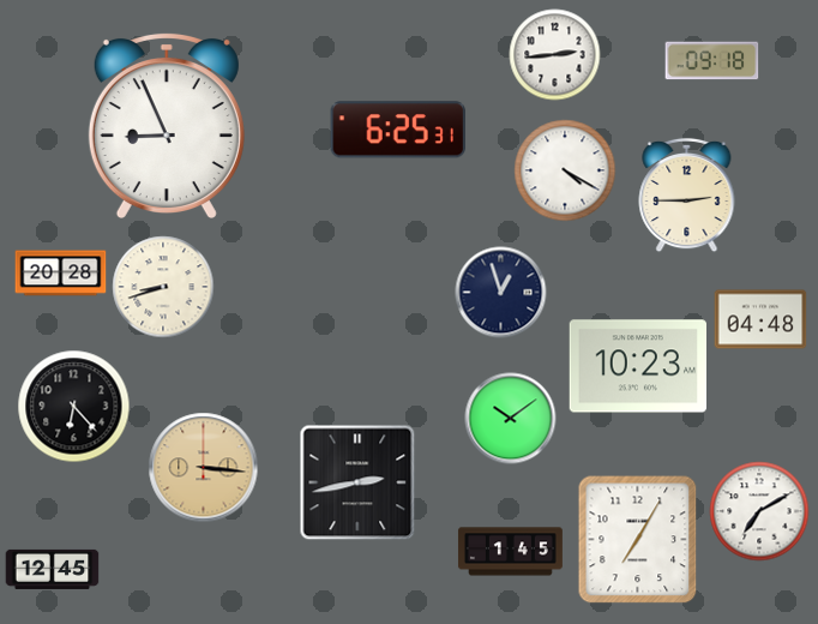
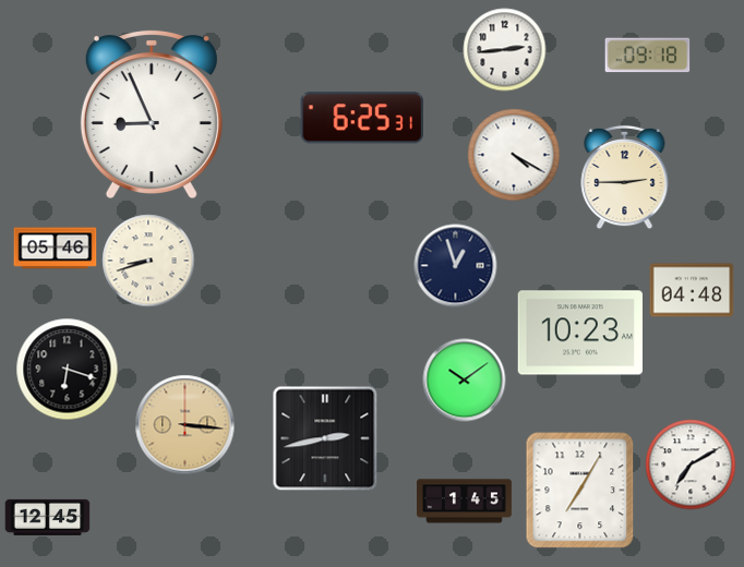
clock at (61, 274): 20:28 -> 05:46
clock at (74, 407): 6:23 -> 6:18
